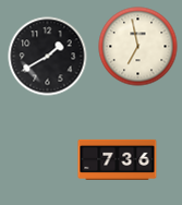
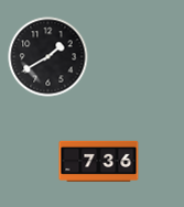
clock at (138, 47): 6:58 -> none
clock at (118, 159) position: (118, 159) -> (99, 161)
